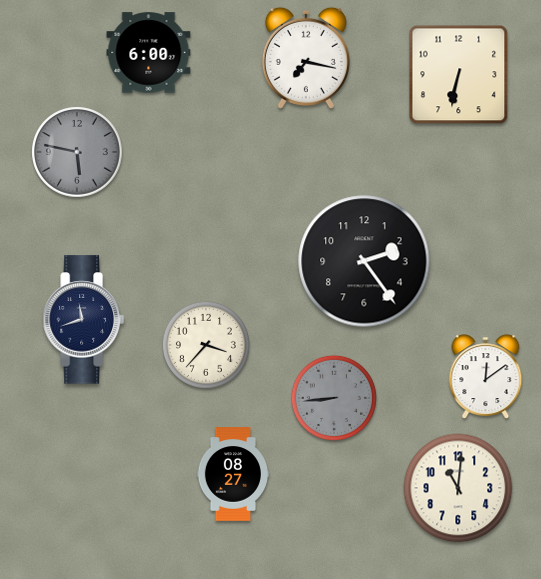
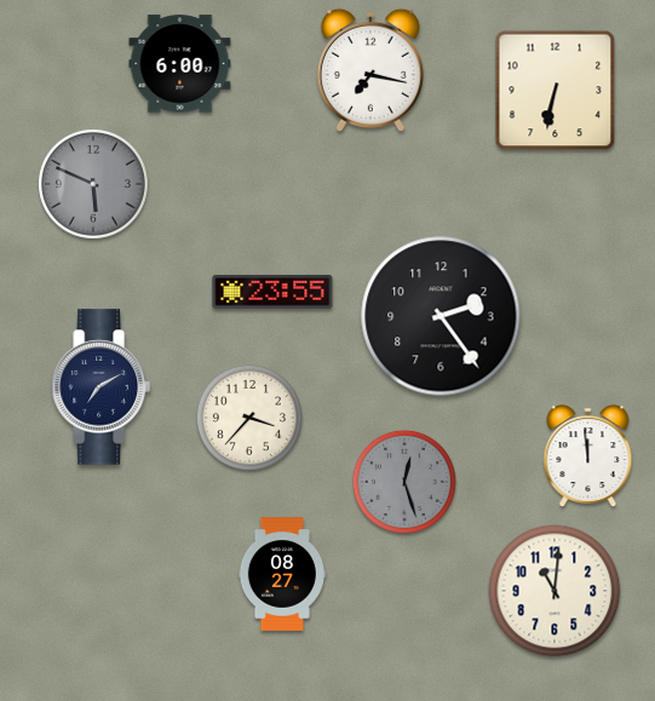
clock at (77, 152): 5:47 -> 5:49
clock at (272, 292): none -> 23:55
clock at (83, 320): 11:42 -> 7:10
clock at (486, 376): 12:09 -> 11:59
clock at (334, 398): 8:44 -> 12:27
